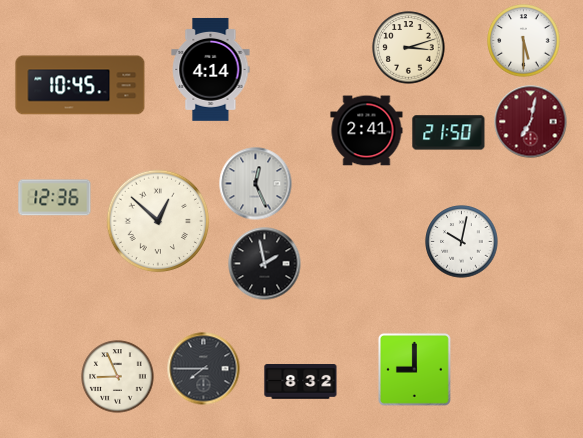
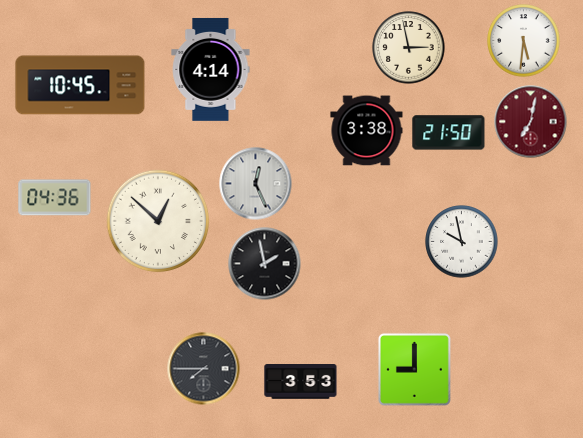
clock at (524, 41): 5:30 -> 5:31
clock at (409, 48): 3:12 -> 2:58
clock at (367, 131): 2:41 -> 3:38
clock at (55, 198): 12:36 -> 04:36
clock at (462, 242): 10:02 -> 9:58
clock at (118, 377): 8:56 -> none
clock at (301, 382): 8:32 -> 3:53
